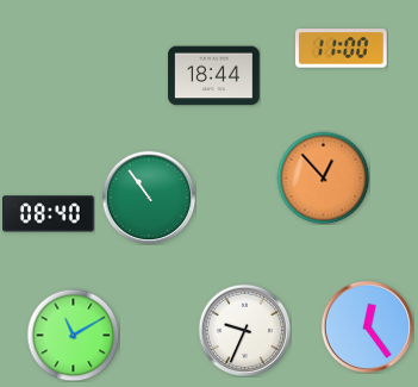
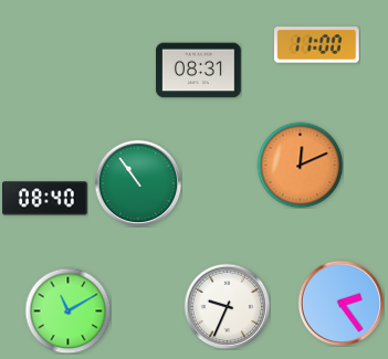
clock at (214, 76): 18:44 -> 08:31
clock at (323, 177): 12:53 -> 12:11
clock at (367, 326): 12:24 -> 2:24
